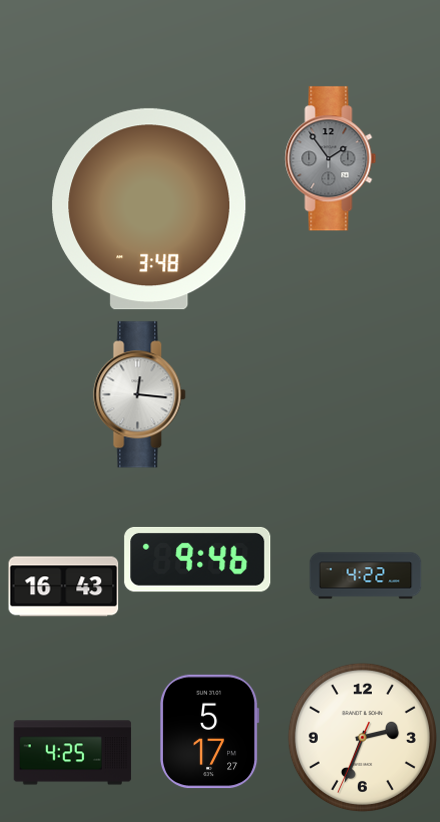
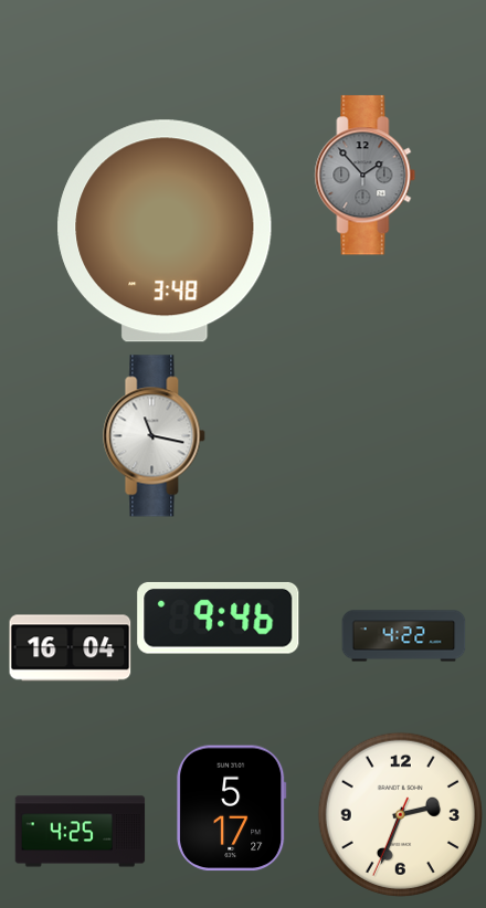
clock at (331, 159): 1:54 -> 1:53
clock at (140, 395): 12:16 -> 11:17
clock at (64, 587): 16:43 -> 16:04
